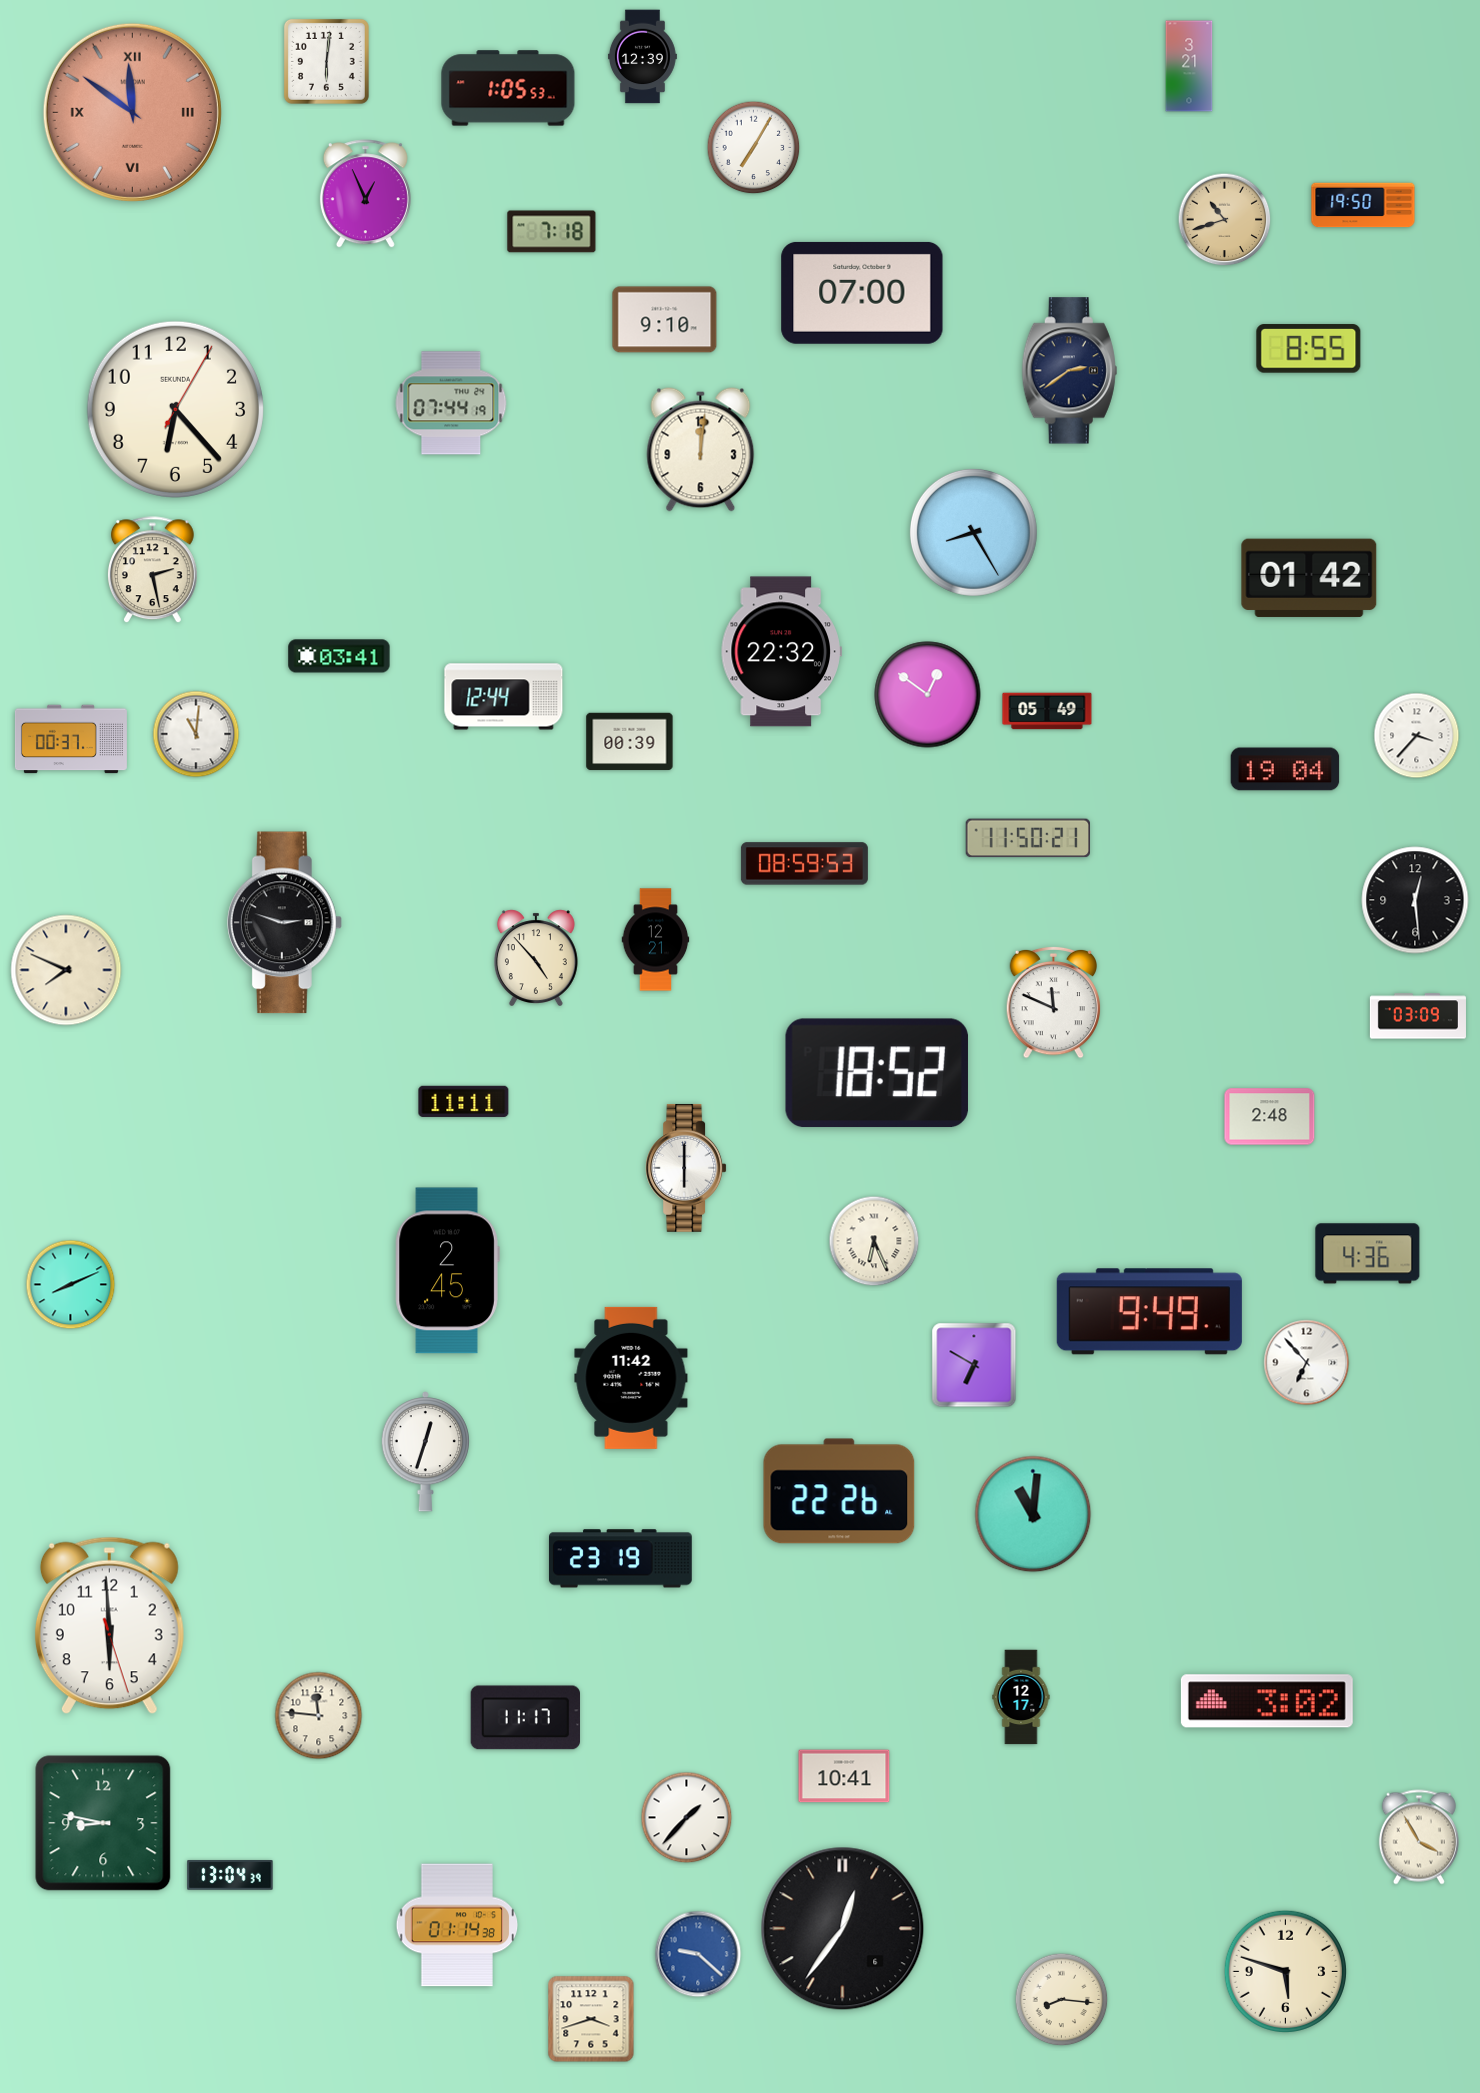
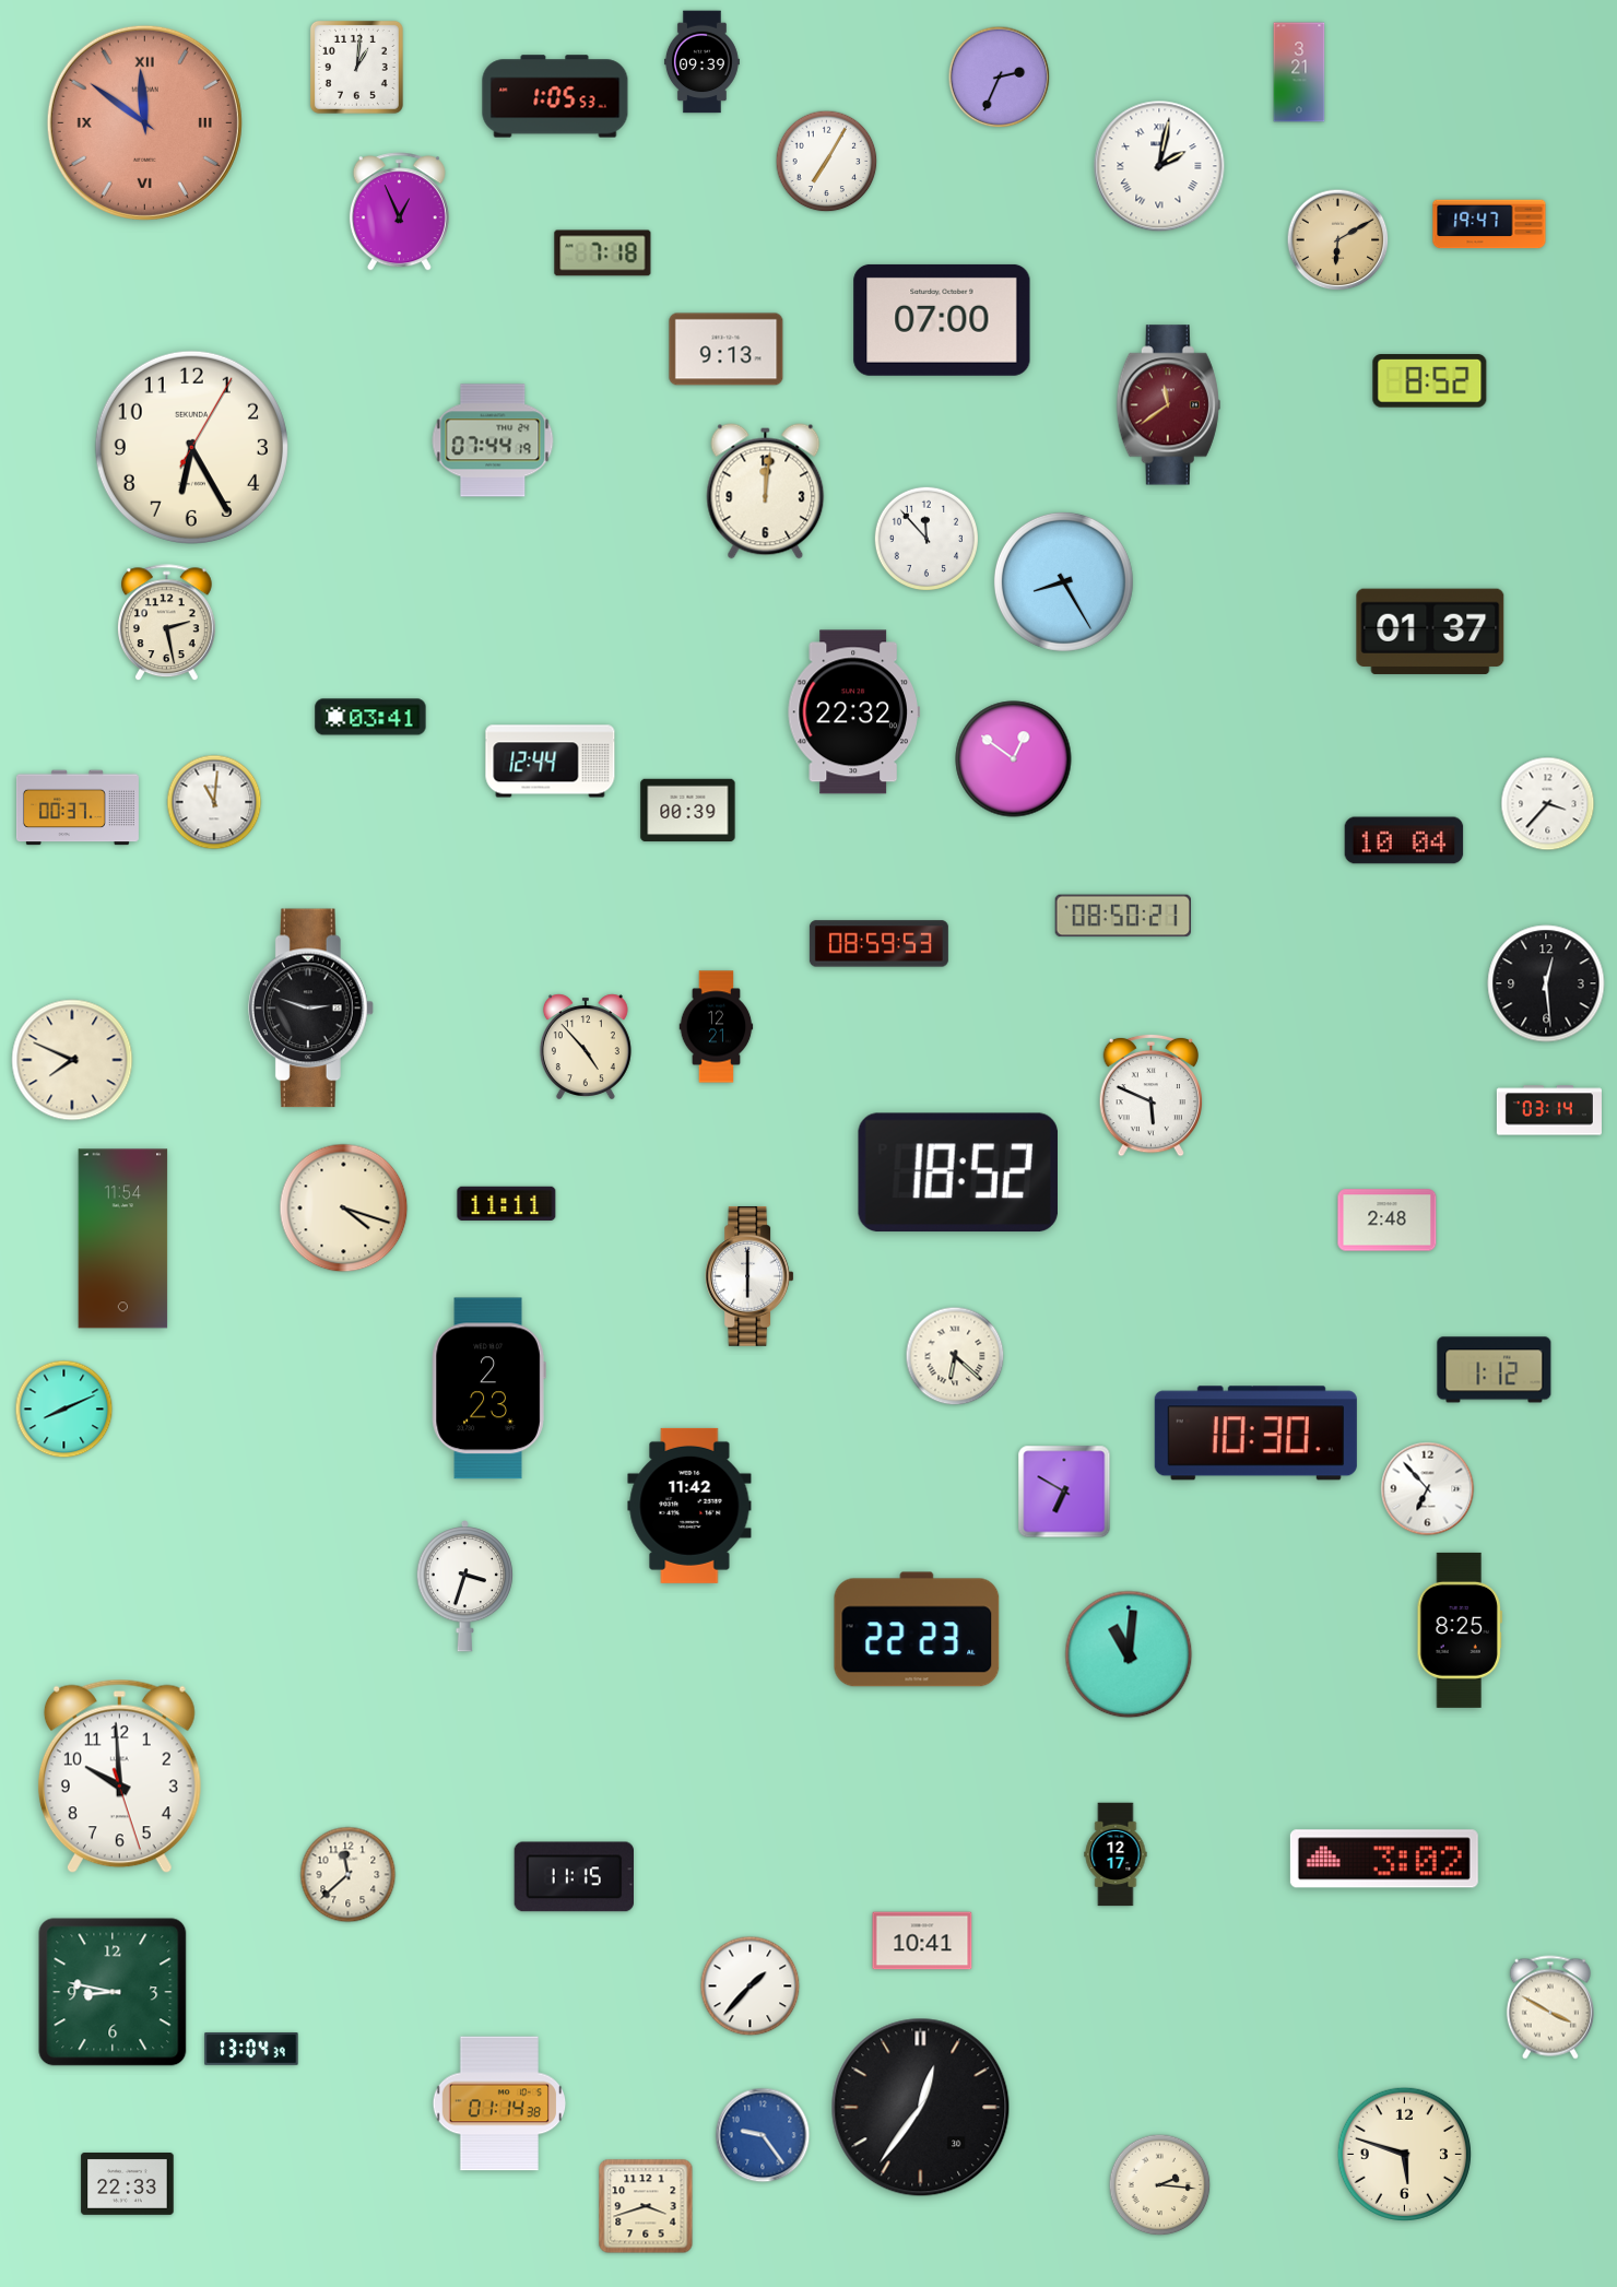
clock at (642, 57): 12:39 -> 09:39
clock at (326, 61): 6:01 -> 1:01
clock at (1000, 78): none -> 2:34
clock at (754, 148) position: (754, 148) -> (827, 162)
clock at (1159, 166): none -> 2:02
clock at (1363, 205): 19:50 -> 19:47
clock at (1225, 220): 10:42 -> 6:10
clock at (665, 320): 9:10 -> 9:13
clock at (1309, 349): 8:55 -> 8:52
clock at (1069, 371): 2:39 -> 11:39
clock at (1069, 371) dial: navy -> burgundy
clock at (175, 409): 6:23 -> 6:25
clock at (925, 538): none -> 11:53
clock at (1309, 577): 01:42 -> 01:37
clock at (1047, 711): 05:49 -> none
clock at (1285, 769): 19:04 -> 10:04
clock at (1027, 838): 11:50 -> 08:50
clock at (1054, 1002): 11:49 -> 5:49
clock at (1418, 1016): 03:09 -> 03:14
clock at (344, 1209): none -> 4:18
clock at (123, 1239): none -> 11:54
clock at (874, 1241): 6:26 -> 6:22
clock at (1368, 1254): 4:36 -> 1:12
clock at (447, 1271): 2:45 -> 2:23
clock at (71, 1285) position: (71, 1285) -> (64, 1410)
clock at (1149, 1312): 9:49 -> 10:30
clock at (425, 1452): 12:33 -> 3:33
clock at (839, 1491): 22:26 -> 22:23
clock at (1460, 1630): none -> 8:25
clock at (620, 1559): 23:19 -> none
clock at (109, 1626): 5:59 -> 9:59
clock at (319, 1716): 11:46 -> 11:38
clock at (525, 1718): 11:17 -> 11:15
clock at (1419, 1837): 3:55 -> 3:50
clock at (843, 1929) date: 6 -> 30
clock at (698, 1954): 9:22 -> 9:24
clock at (128, 2184): none -> 22:33
clock at (1062, 2000): 8:16 -> 2:16
